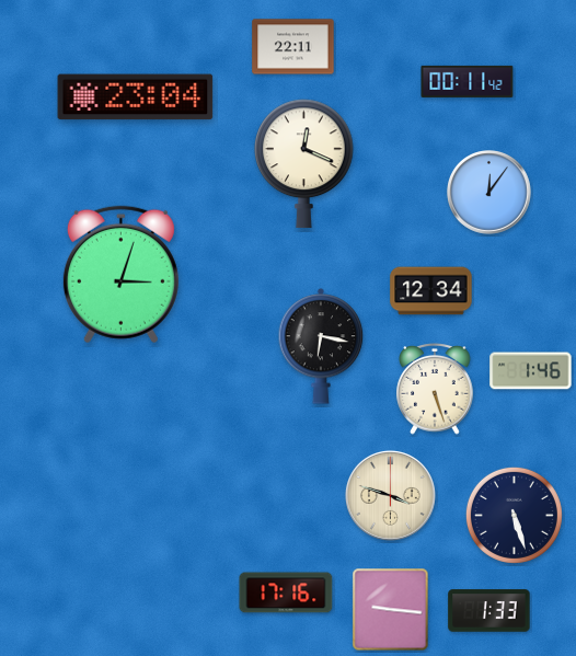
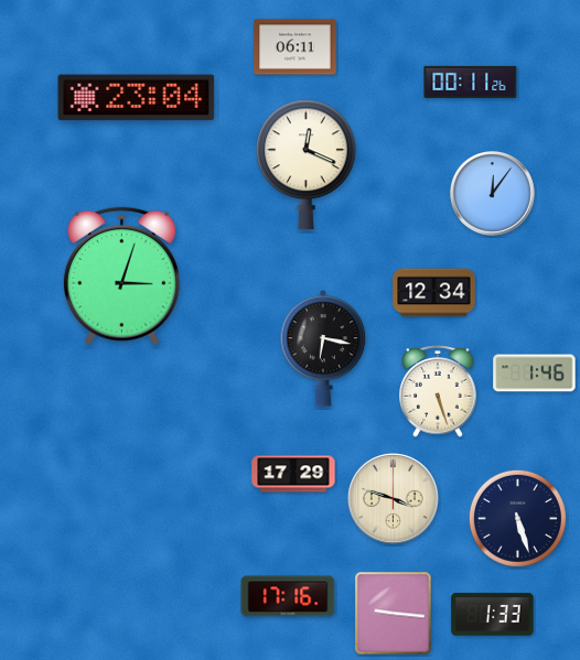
clock at (293, 47): 22:11 -> 06:11
clock at (468, 81): 00:11:42 -> 00:11:26
clock at (293, 474): none -> 17:29
